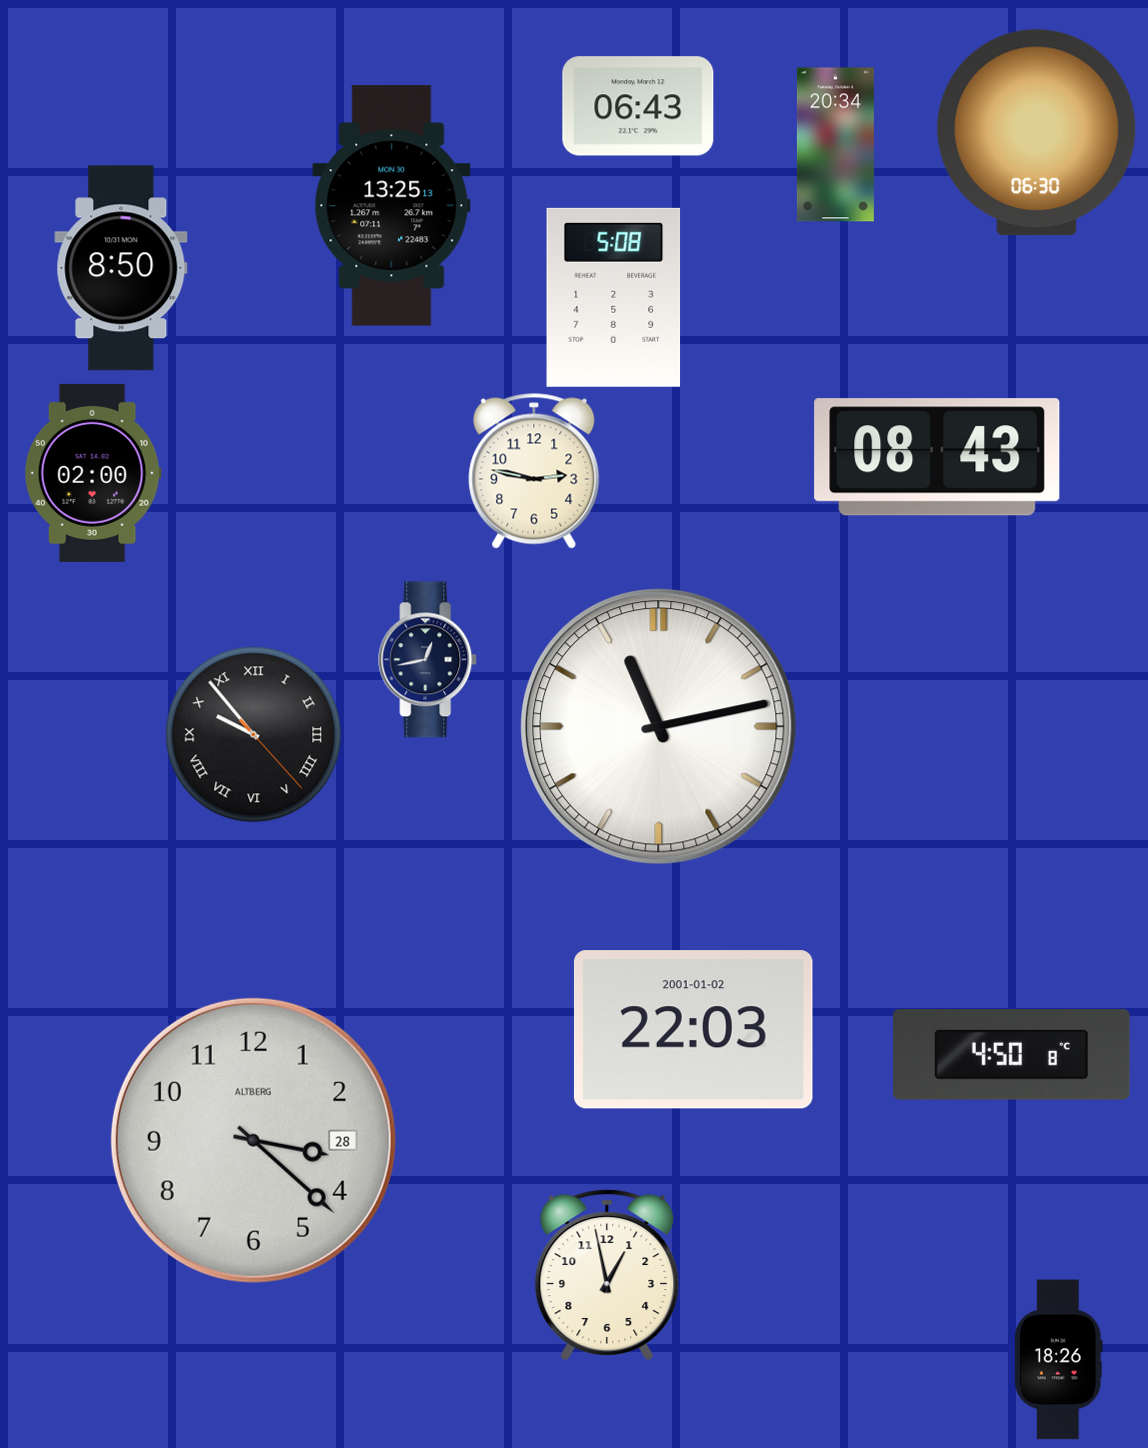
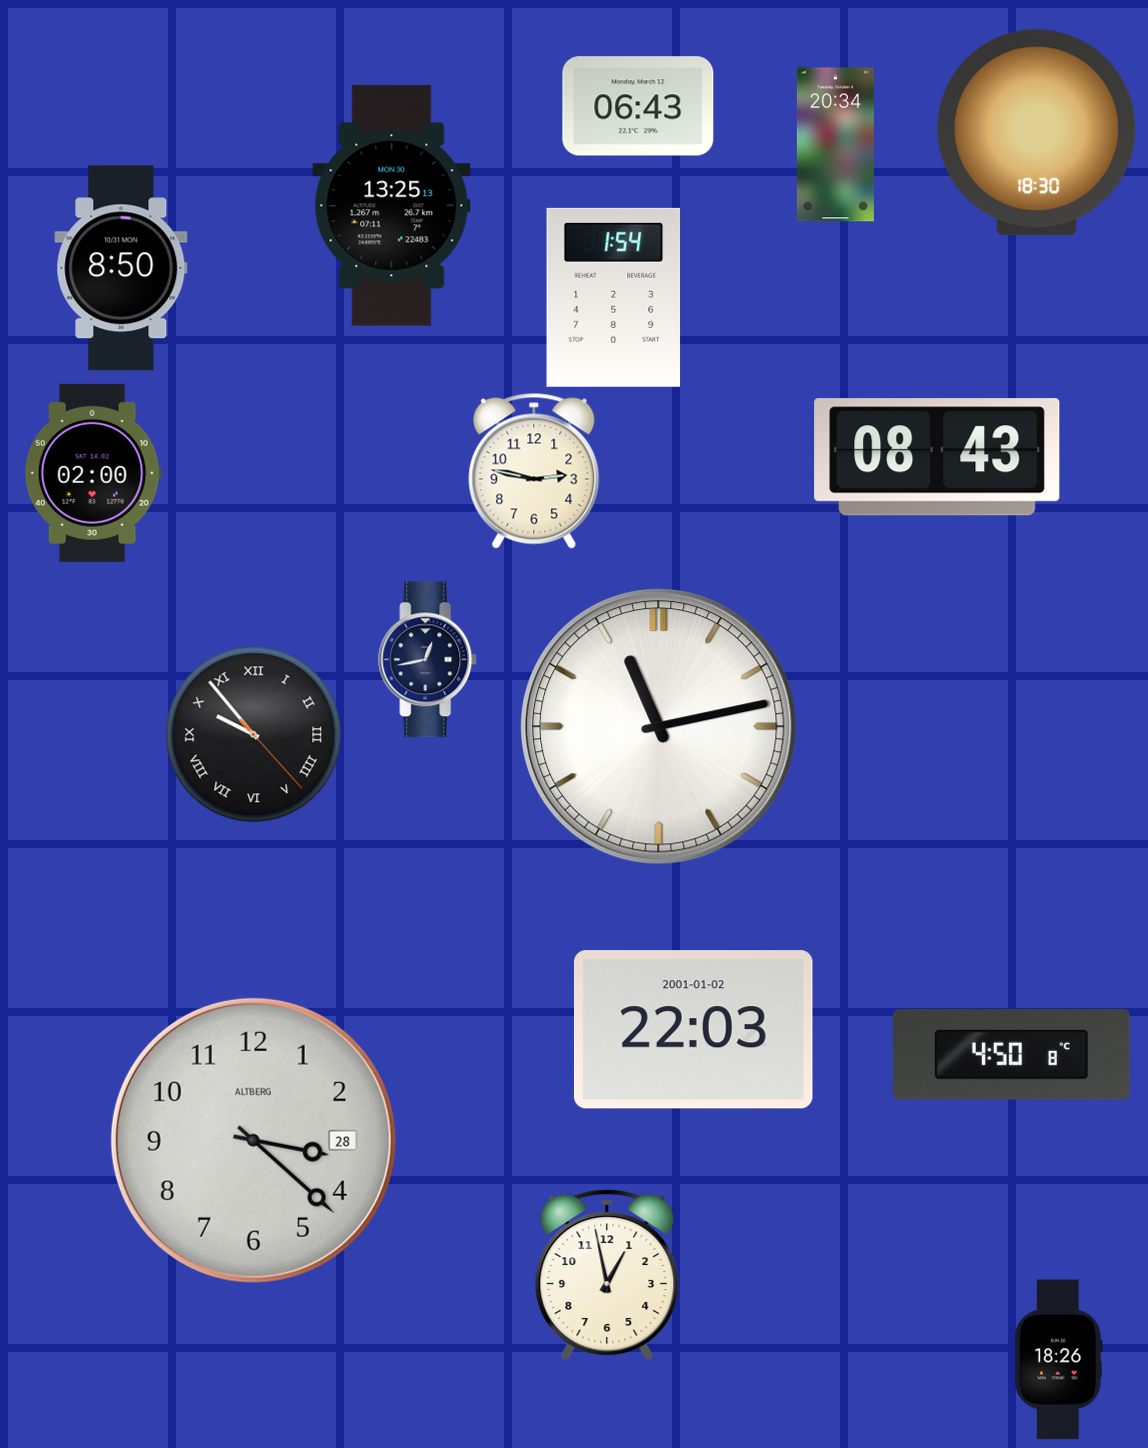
clock at (1037, 133): 06:30 -> 18:30
clock at (614, 297): 5:08 -> 1:54
